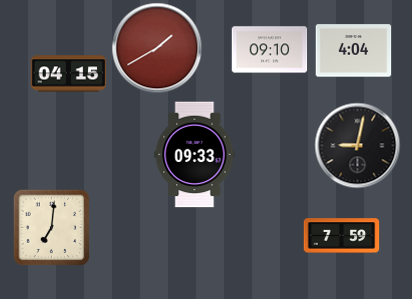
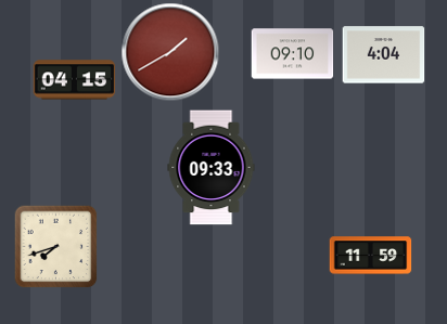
clock at (358, 146): 9:02 -> none
clock at (51, 227): 7:01 -> 7:42
clock at (342, 236): 7:59 -> 11:59
